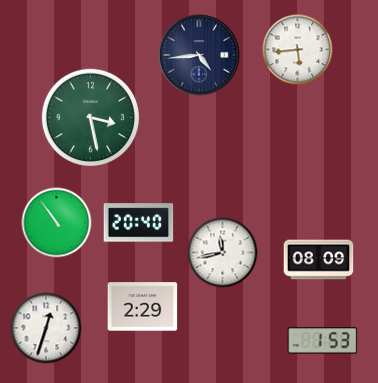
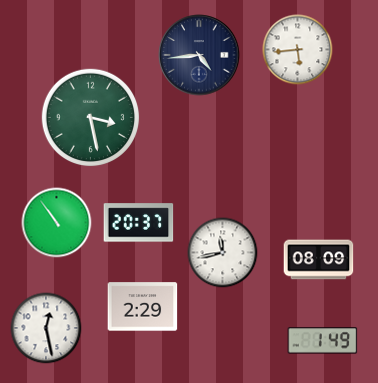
clock at (139, 223): 20:40 -> 20:37
clock at (46, 328): 12:33 -> 12:28
clock at (323, 341): 1:53 -> 1:49
